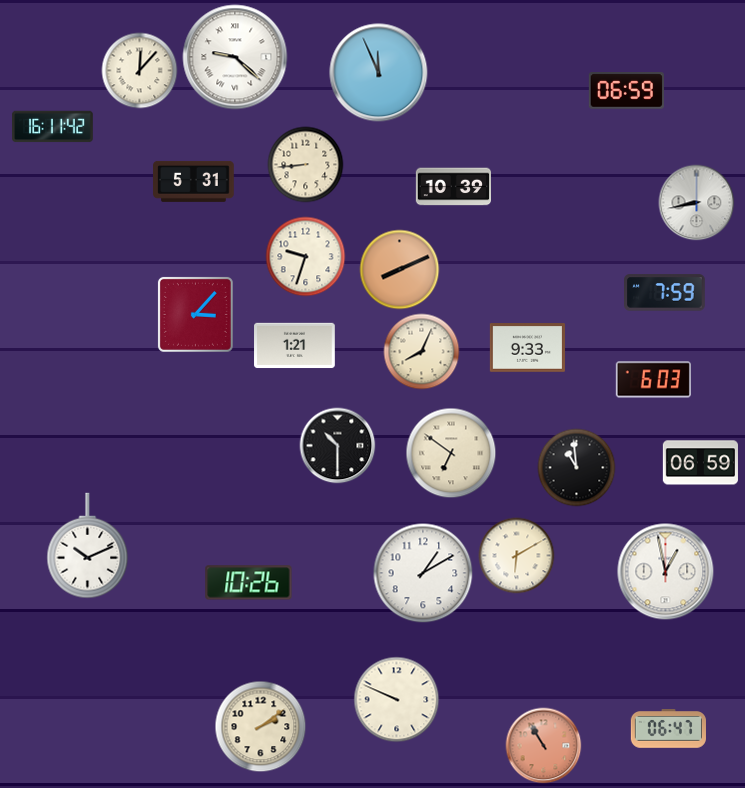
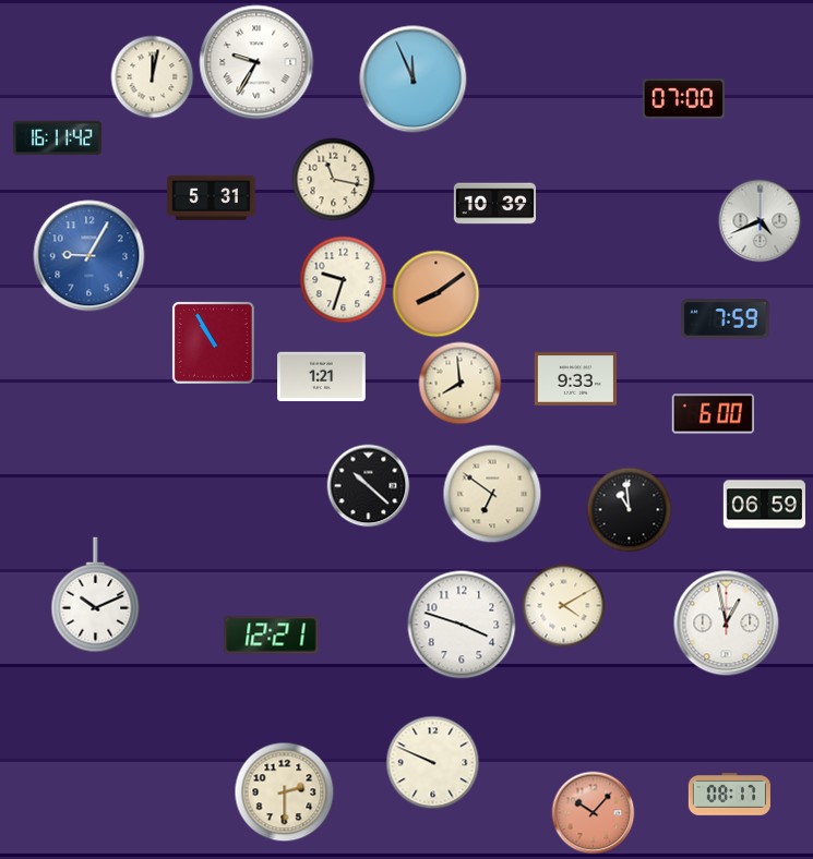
clock at (235, 57): 9:22 -> 9:35
clock at (140, 71): 12:07 -> 12:02
clock at (626, 91): 06:59 -> 07:00
clock at (306, 165): 8:44 -> 11:17
clock at (697, 203): 8:43 -> 4:41
clock at (89, 256): none -> 9:05
clock at (306, 257) position: (306, 257) -> (344, 280)
clock at (400, 270): 8:11 -> 8:09
clock at (195, 314): 3:07 -> 10:55
clock at (422, 352): 8:04 -> 7:59
clock at (653, 380): 6:03 -> 6:00
clock at (338, 446): 10:30 -> 10:22
clock at (517, 556): 6:10 -> 4:10
clock at (423, 573): 1:10 -> 3:48
clock at (249, 583): 10:26 -> 12:21
clock at (261, 727): 2:09 -> 2:30
clock at (668, 729): 06:47 -> 08:17
clock at (544, 746): 10:55 -> 10:07
